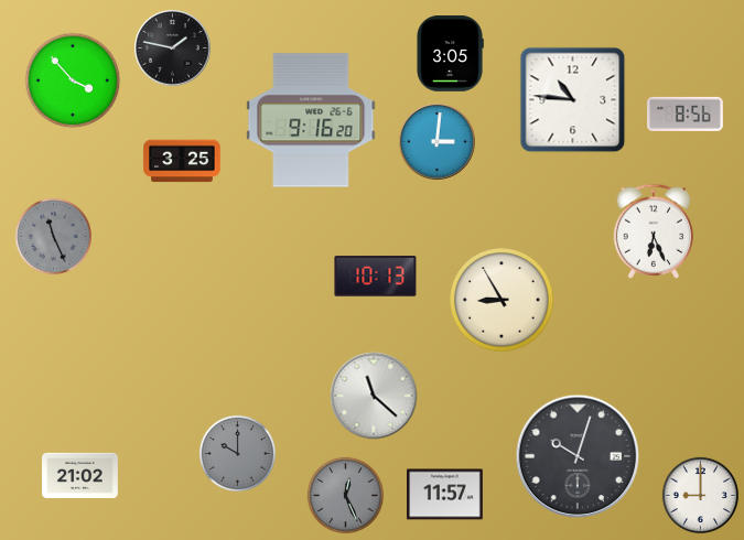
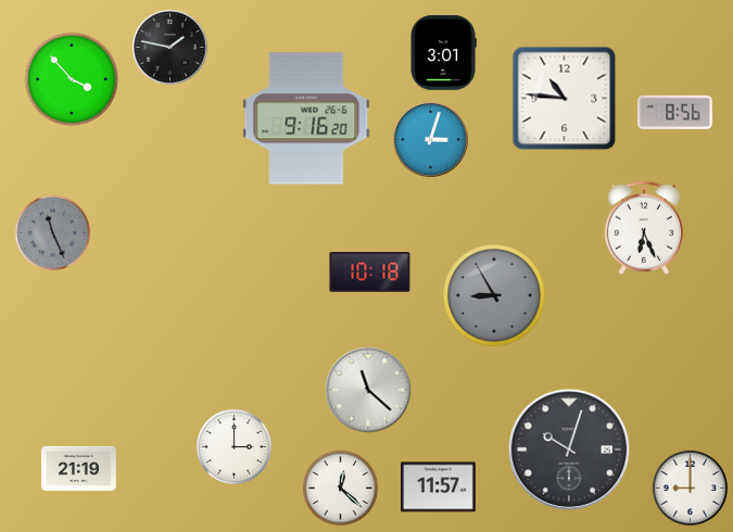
clock at (450, 54): 3:05 -> 3:01
clock at (438, 142): 3:01 -> 3:03
clock at (182, 161): 3:25 -> none
clock at (376, 277): 10:13 -> 10:18
clock at (502, 300) dial: cream -> grey
clock at (237, 453): 10:00 -> 3:00
clock at (237, 453) dial: grey -> white
clock at (80, 475): 21:02 -> 21:19
clock at (345, 495): 12:26 -> 12:22
clock at (345, 495) dial: grey -> white
